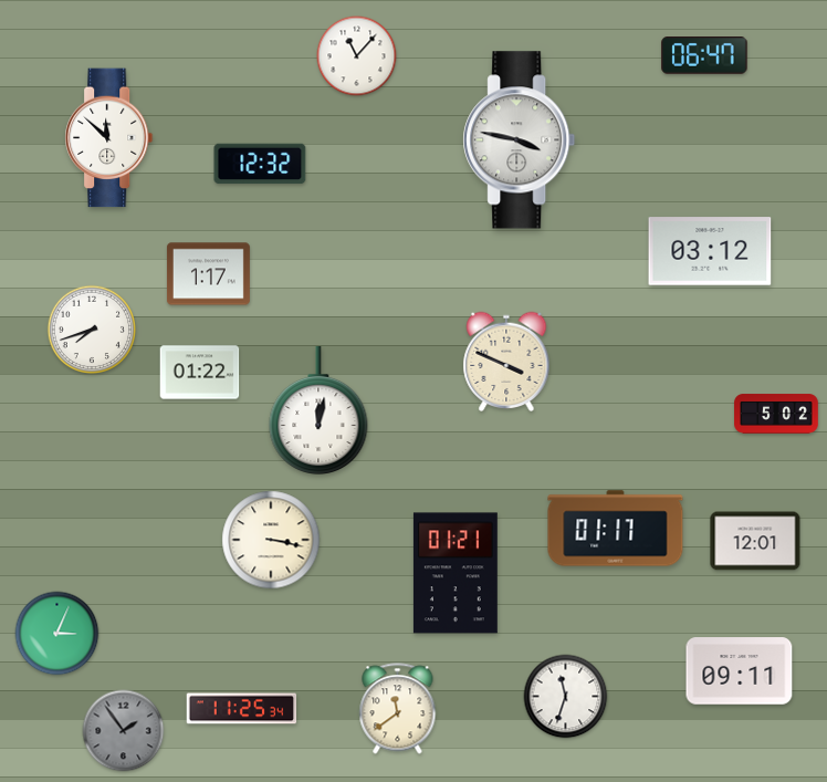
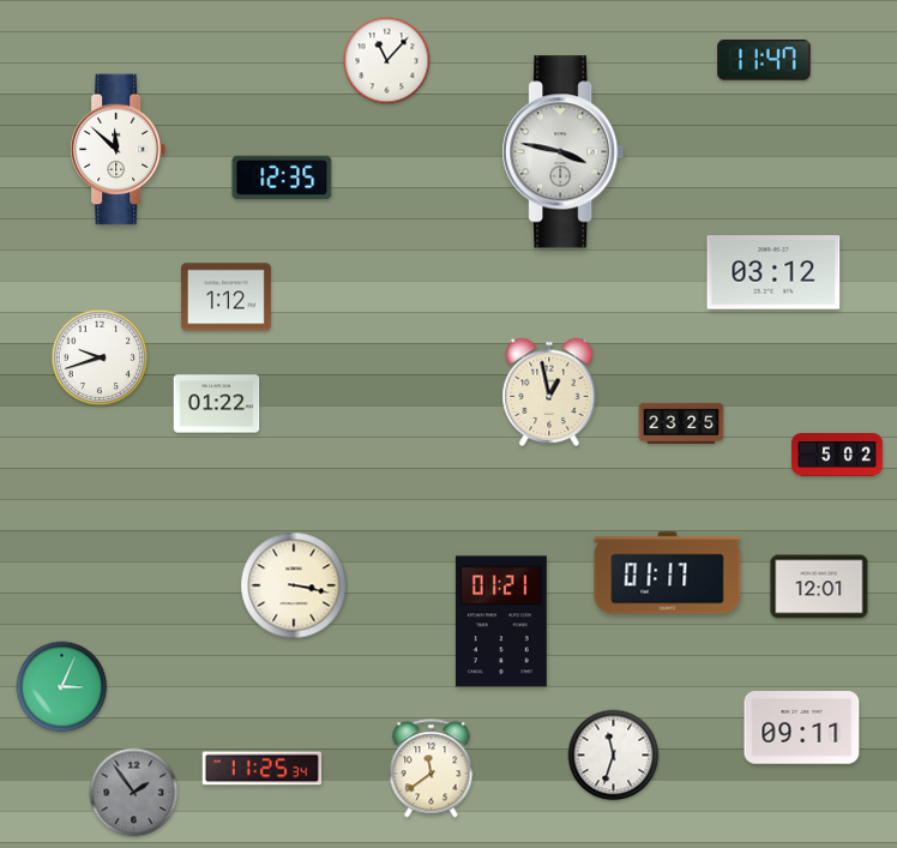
clock at (704, 55): 06:47 -> 11:47
clock at (260, 164): 12:32 -> 12:35
clock at (710, 251) position: (710, 251) -> (773, 272)
clock at (208, 274): 1:17 -> 1:12
clock at (91, 329): 7:42 -> 9:42
clock at (506, 362): 3:49 -> 12:58
clock at (681, 423): none -> 23:25
clock at (318, 409): 12:02 -> none
clock at (776, 414) position: (776, 414) -> (837, 455)
clock at (456, 573) position: (456, 573) -> (501, 621)
